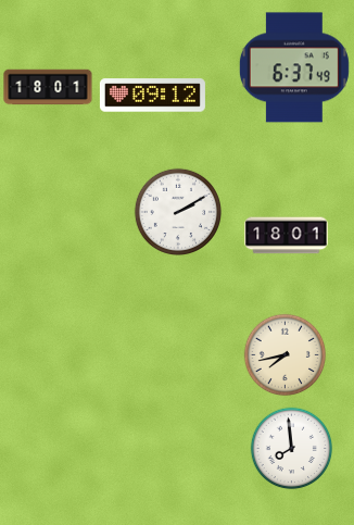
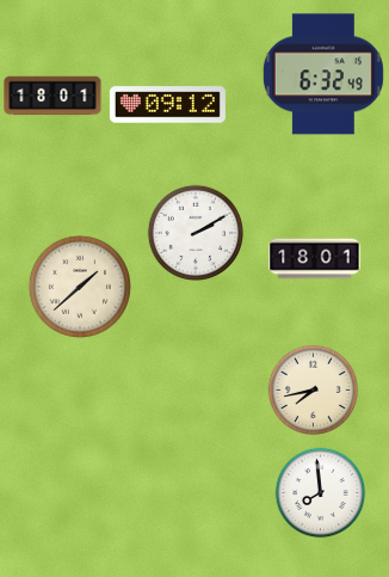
clock at (294, 67): 6:37 -> 6:32
clock at (80, 287): none -> 1:38
